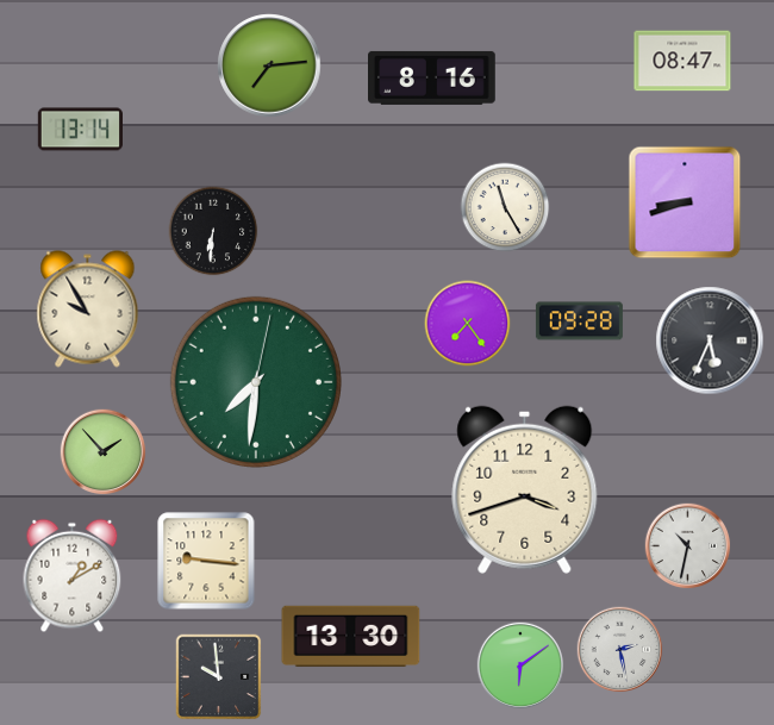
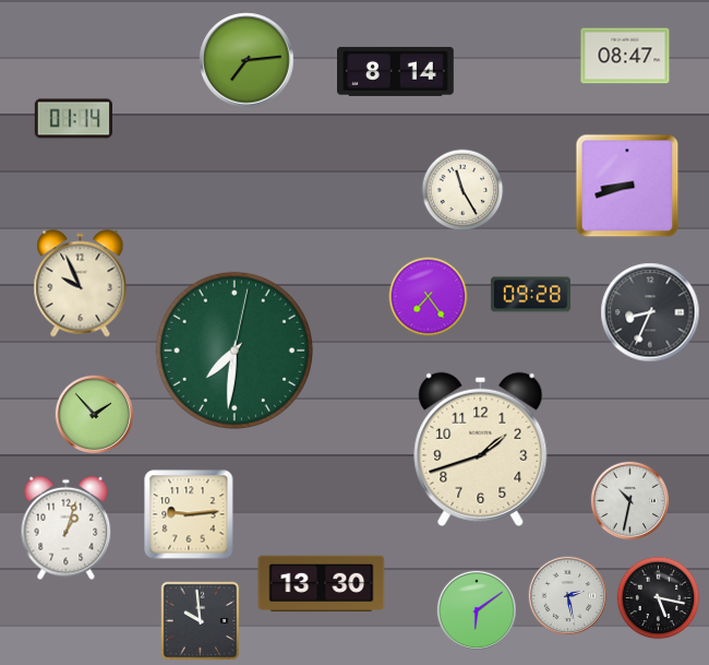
clock at (432, 77): 8:16 -> 8:14
clock at (80, 130): 13:14 -> 01:14
clock at (213, 231): 6:31 -> none
clock at (88, 310): 9:55 -> 9:56
clock at (710, 340): 5:34 -> 8:34
clock at (525, 489): 3:42 -> 1:42
clock at (206, 561): 9:16 -> 9:14
clock at (73, 576): 1:10 -> 1:03
clock at (659, 598): none -> 5:17
